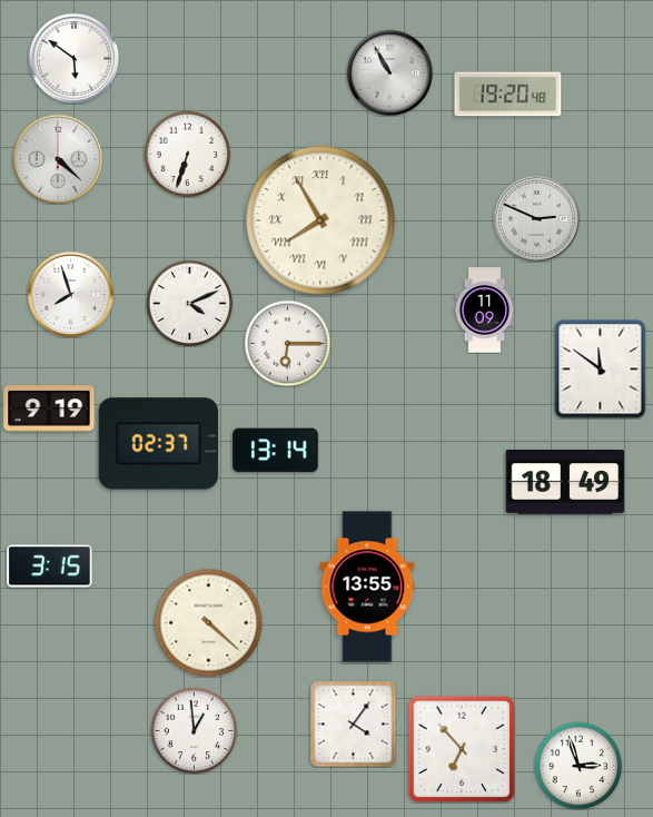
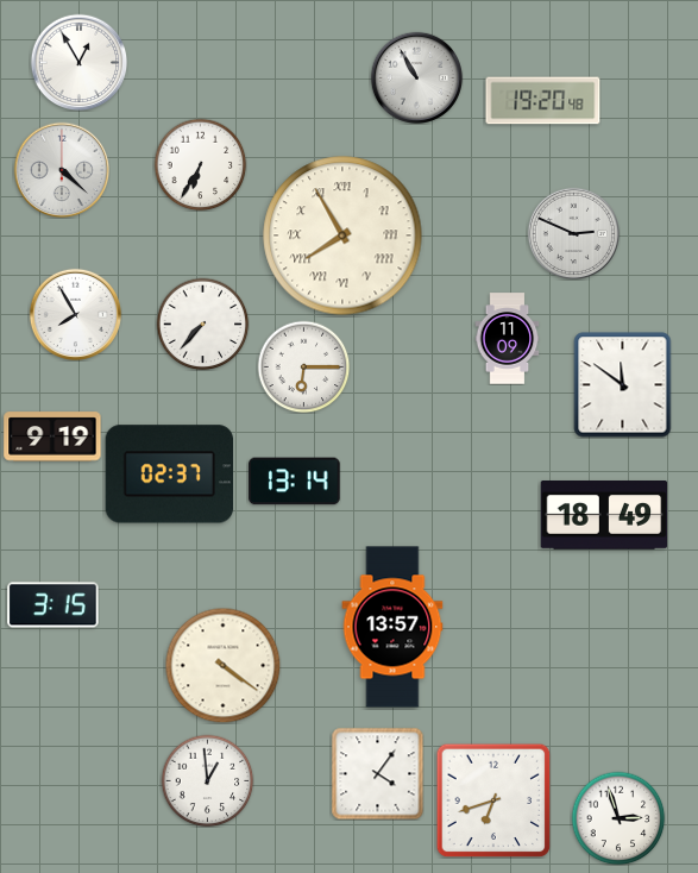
clock at (73, 58): 5:51 -> 12:55
clock at (187, 154): 6:33 -> 6:35
clock at (70, 294): 7:57 -> 7:55
clock at (189, 303): 4:11 -> 7:37
clock at (485, 311) position: (485, 311) -> (508, 339)
clock at (287, 343) position: (287, 343) -> (303, 366)
clock at (601, 370) position: (601, 370) -> (623, 385)
clock at (367, 587): 13:55 -> 13:57
clock at (208, 622): 4:22 -> 4:21
clock at (462, 749): 6:53 -> 6:42
